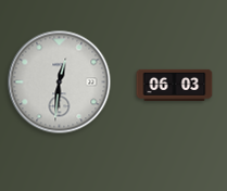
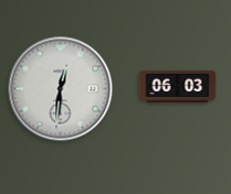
clock at (60, 82) position: (60, 82) -> (61, 89)
